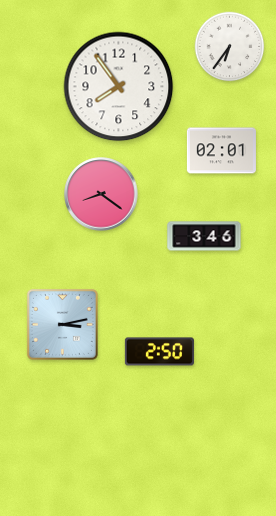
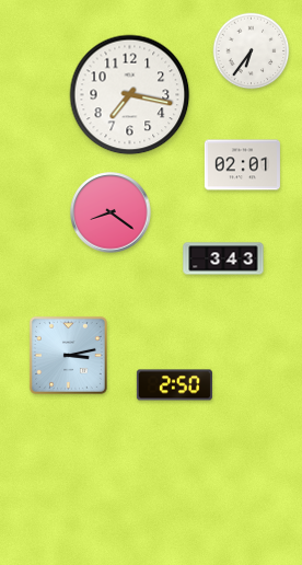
clock at (119, 87): 7:54 -> 7:17
clock at (204, 236): 3:46 -> 3:43
